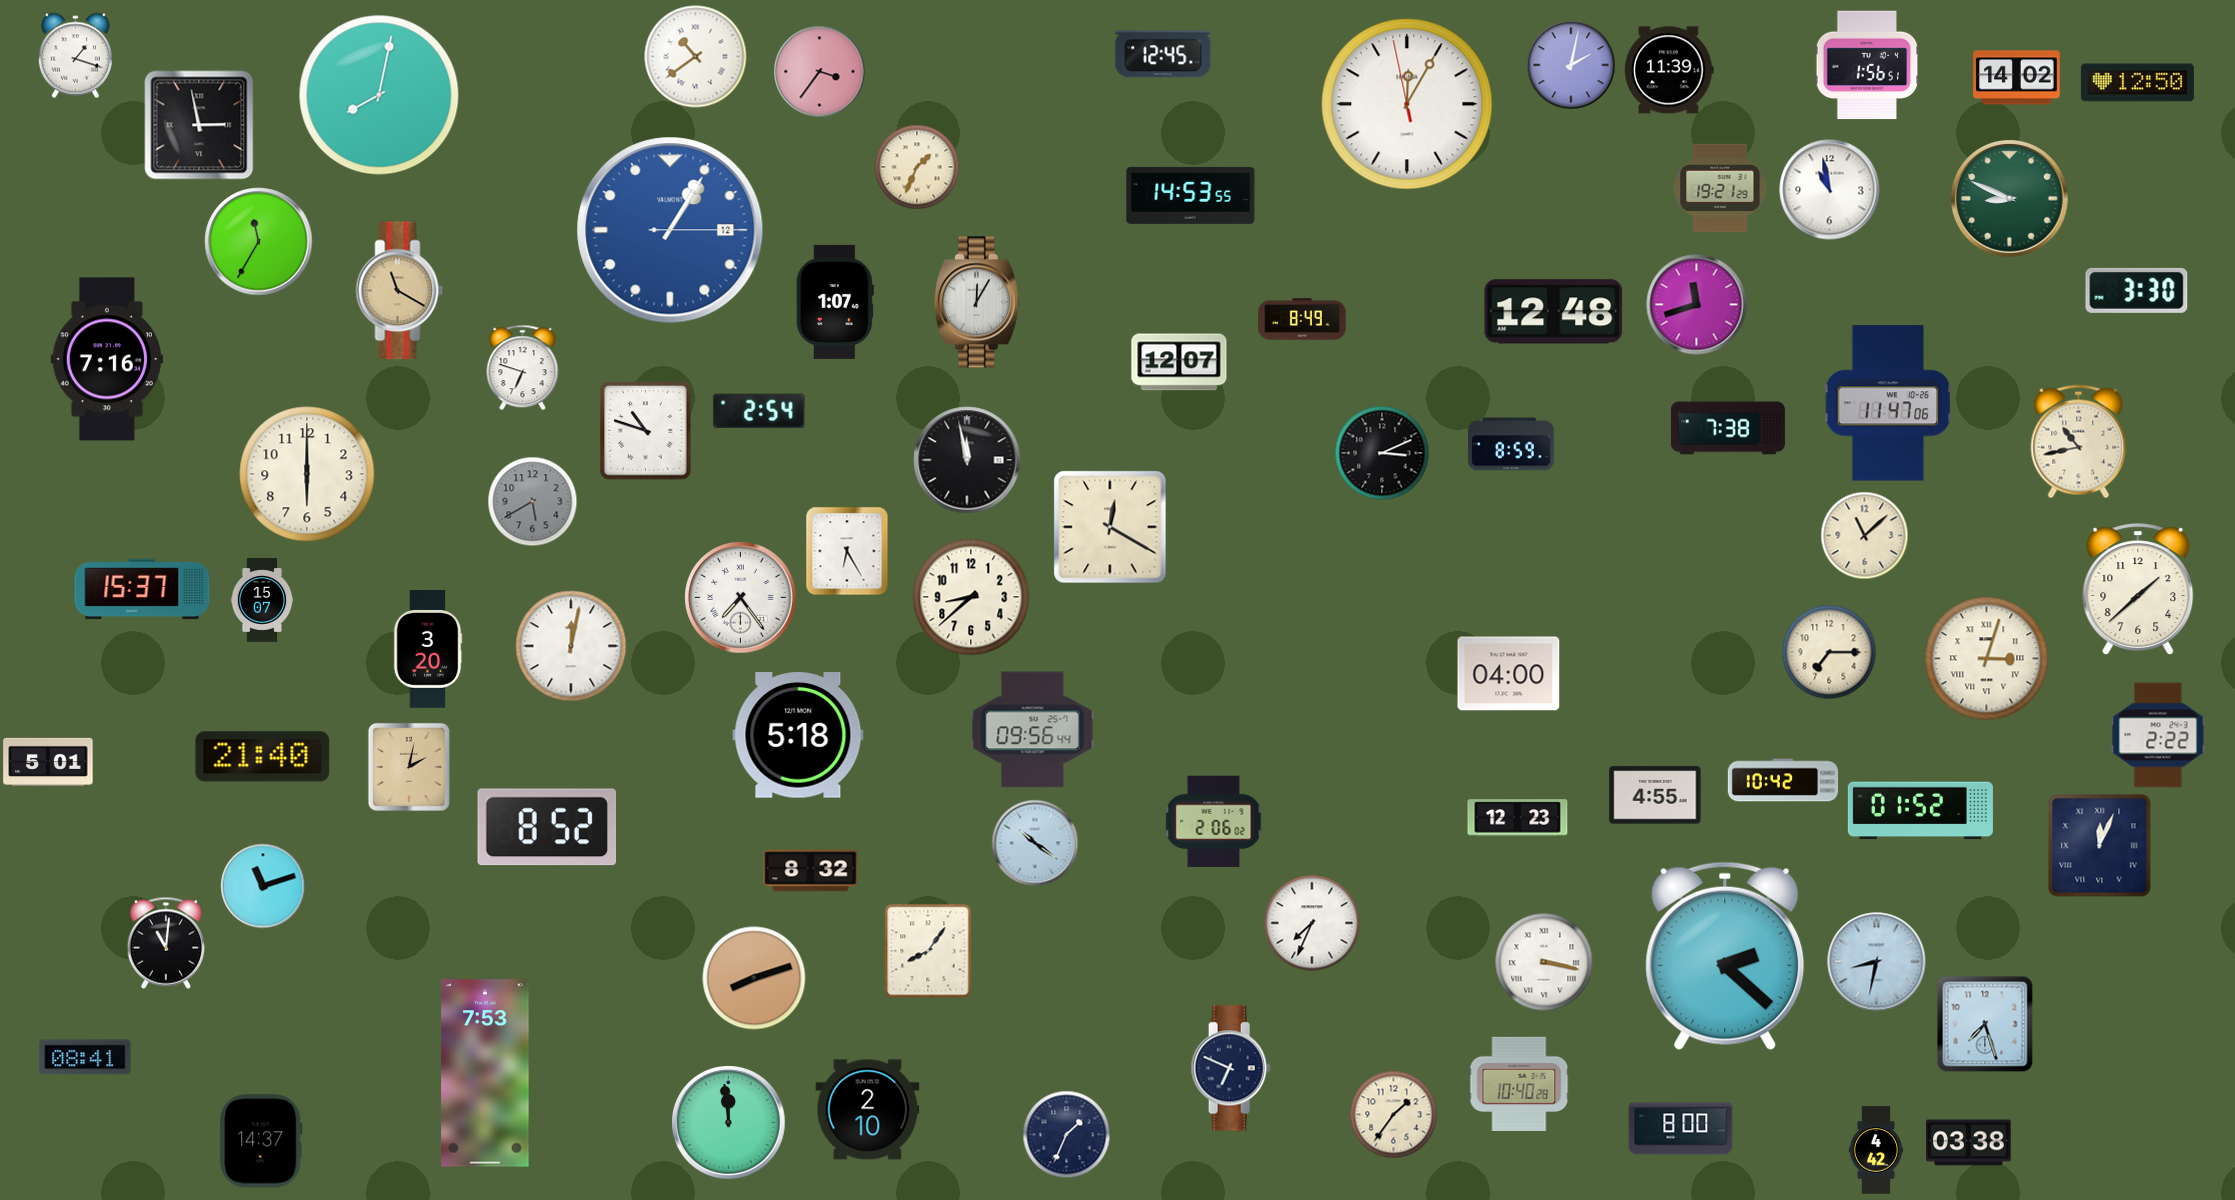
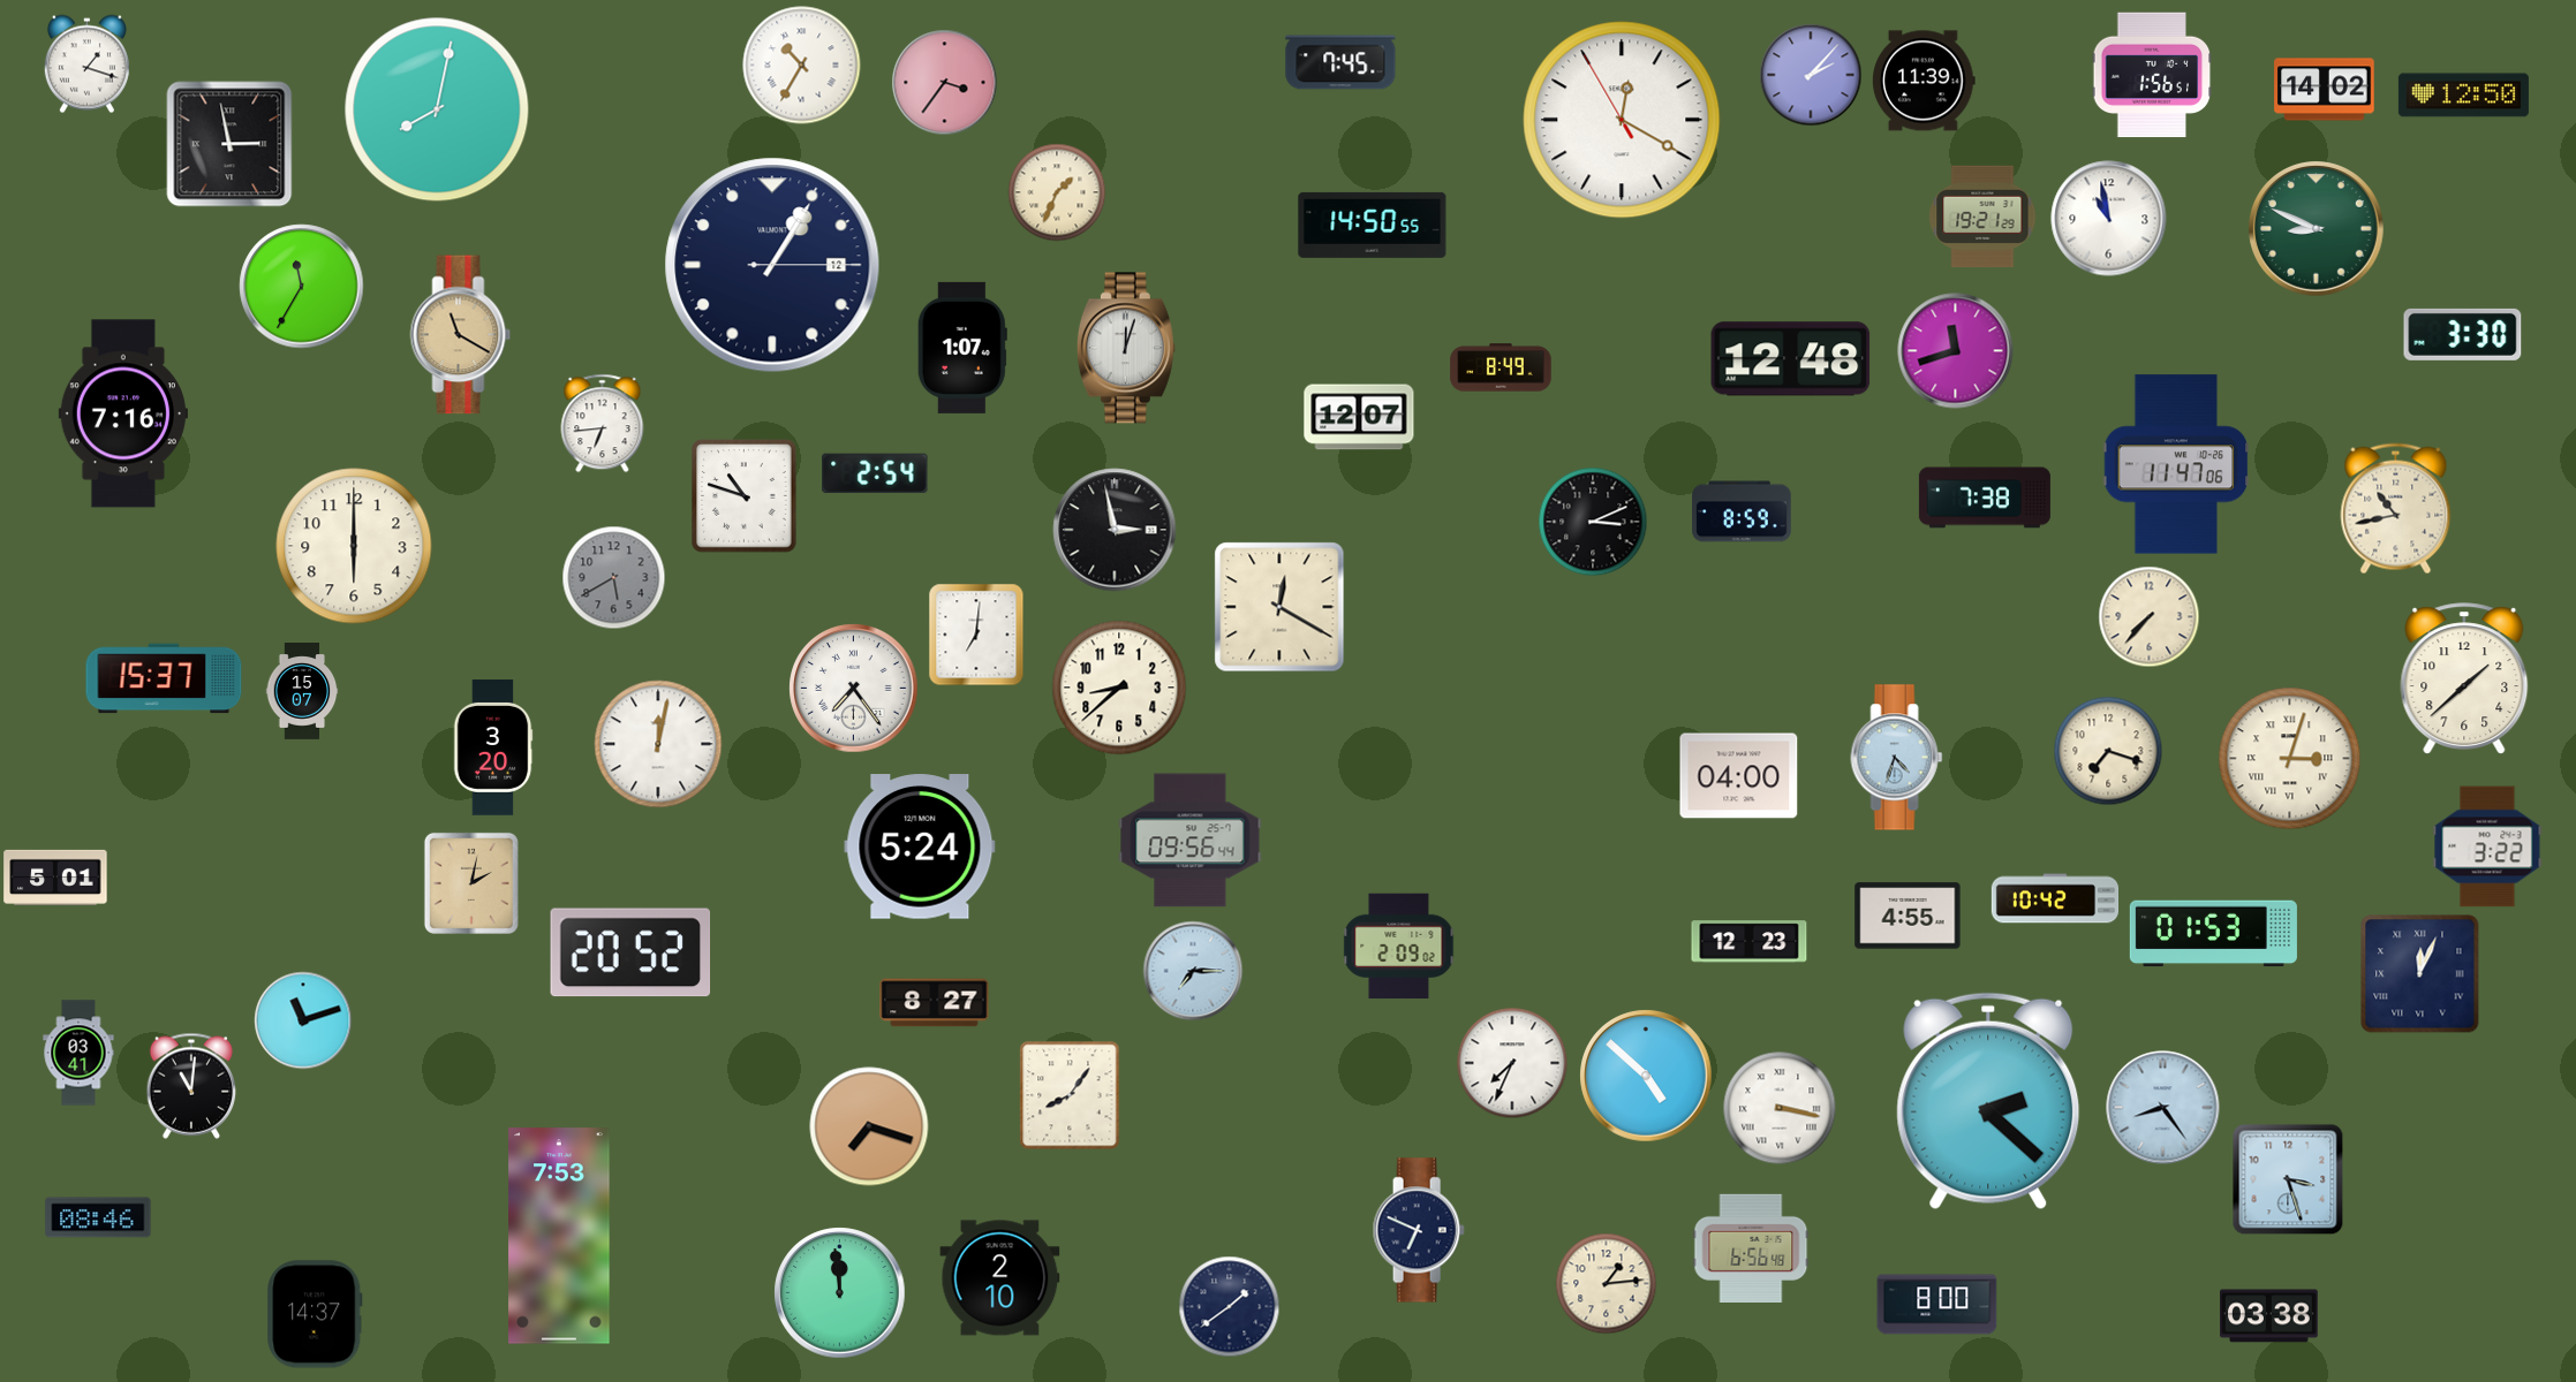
clock at (1163, 54): 12:45 -> 7:45
clock at (696, 57): 10:39 -> 10:35
clock at (1571, 65): 2:02 -> 2:07
clock at (1407, 104): 12:04 -> 12:19
clock at (1191, 195): 14:53 -> 14:50
clock at (670, 230) dial: blue -> navy
clock at (259, 242) position: (259, 242) -> (302, 287)
clock at (977, 302): 12:05 -> 12:03
clock at (523, 368): 6:48 -> 6:44
clock at (1728, 428) position: (1728, 428) -> (1985, 498)
clock at (967, 460): 11:58 -> 2:58
clock at (1865, 536): 11:08 -> 7:37
clock at (847, 551): 6:25 -> 7:01
clock at (1829, 652): 7:15 -> 7:18
clock at (1897, 758): none -> 4:33
clock at (798, 735): 5:18 -> 5:24
clock at (2158, 735): 2:22 -> 3:22
clock at (263, 757): 21:40 -> none
clock at (1920, 811): 01:52 -> 01:53
clock at (1214, 822): 2:06 -> 2:09
clock at (547, 827): 8:52 -> 20:52
clock at (1035, 843): 10:21 -> 7:15
clock at (811, 871): 8:32 -> 8:27
clock at (78, 1053): none -> 03:41
clock at (1646, 1076): none -> 4:52
clock at (1877, 962): 8:32 -> 8:24
clock at (754, 978): 8:12 -> 7:18
clock at (1985, 1024): 7:27 -> 3:27
clock at (85, 1057): 08:41 -> 08:46
clock at (1519, 1084): 10:40 -> 6:56
clock at (1394, 1115): 1:36 -> 1:14
clock at (1681, 1129) position: (1681, 1129) -> (1937, 1305)
clock at (1067, 1135): 1:34 -> 1:39
clock at (261, 1141) position: (261, 1141) -> (315, 1314)
clock at (1875, 1150): 4:42 -> none
